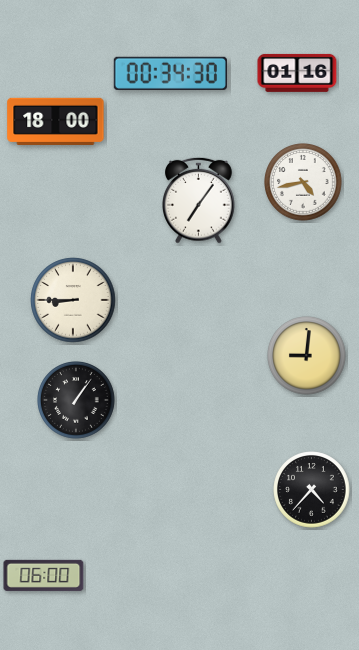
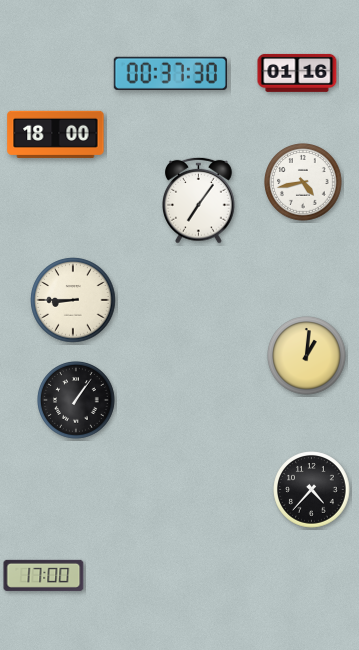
clock at (170, 73): 00:34 -> 00:37
clock at (56, 121) position: (56, 121) -> (56, 134)
clock at (307, 356): 9:01 -> 1:01
clock at (44, 575): 06:00 -> 17:00
